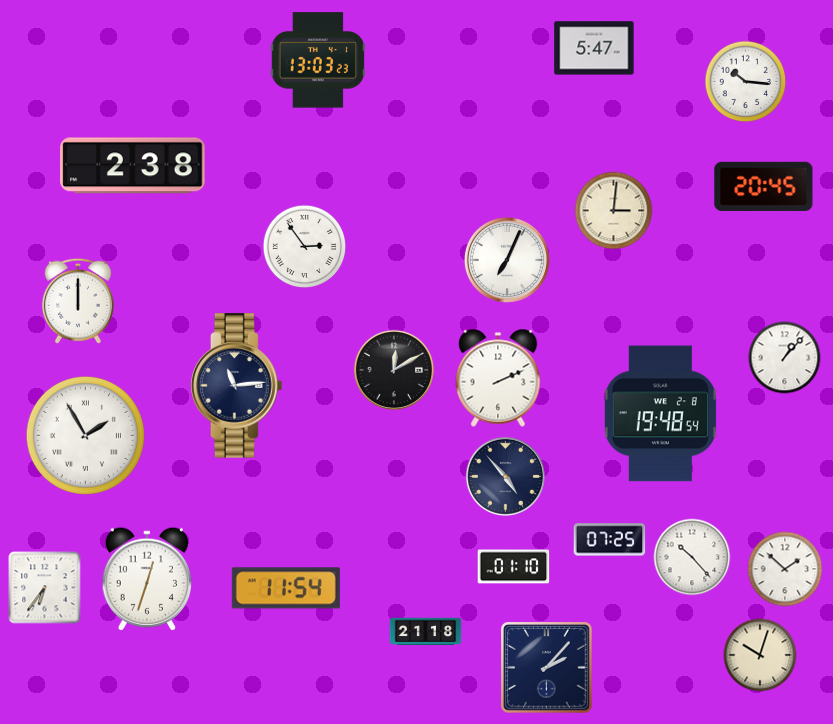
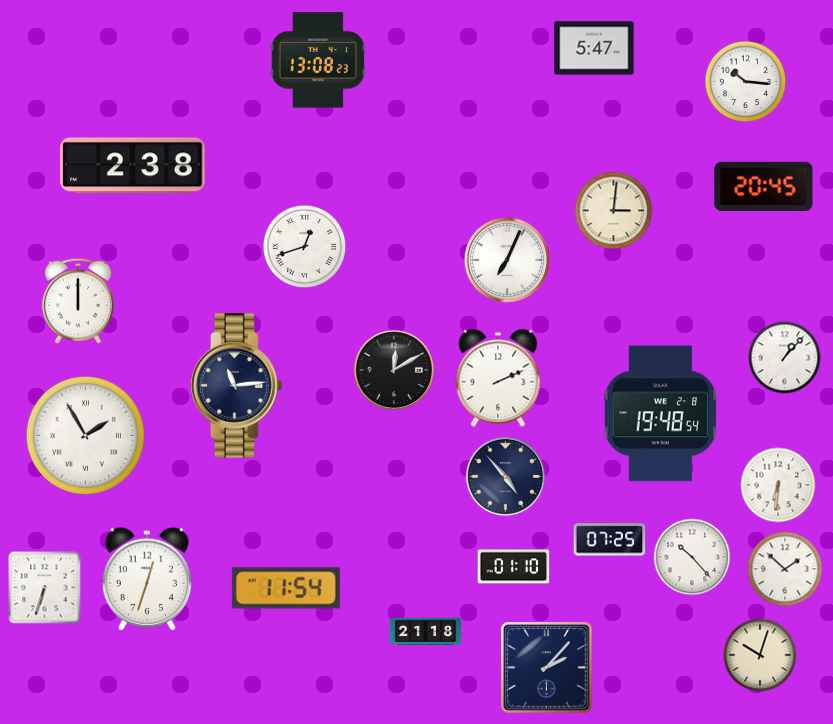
clock at (317, 60): 13:03 -> 13:08
clock at (305, 247): 2:54 -> 12:42
clock at (778, 485): none -> 6:31
clock at (45, 588): 6:36 -> 6:33
